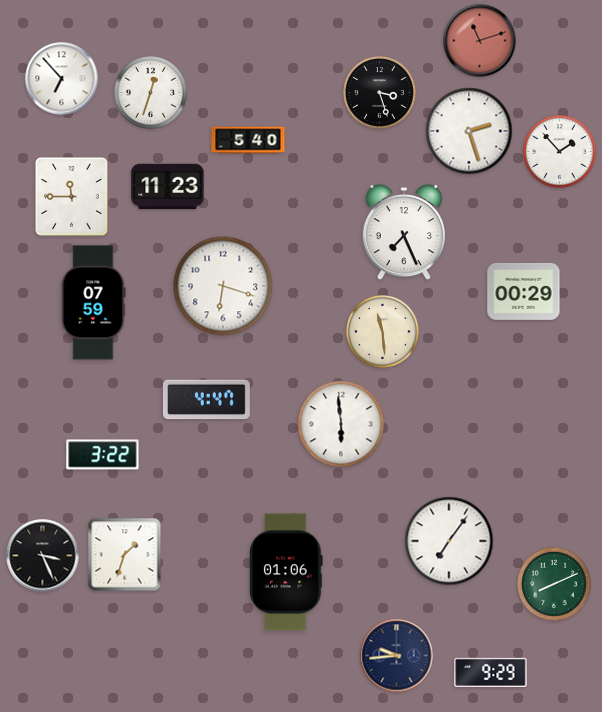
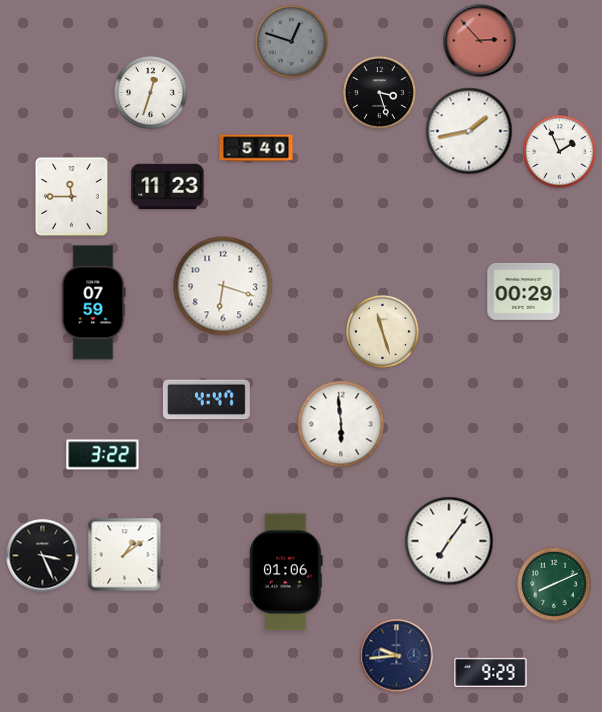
clock at (480, 41): 11:12 -> 2:53
clock at (292, 42): none -> 12:48
clock at (62, 79): 6:53 -> none
clock at (469, 131): 2:27 -> 1:43
clock at (248, 140) position: (248, 140) -> (256, 148)
clock at (560, 152): 1:53 -> 1:56
clock at (403, 232): 7:26 -> none
clock at (383, 332): 11:29 -> 11:27
clock at (125, 555): 1:33 -> 1:09
